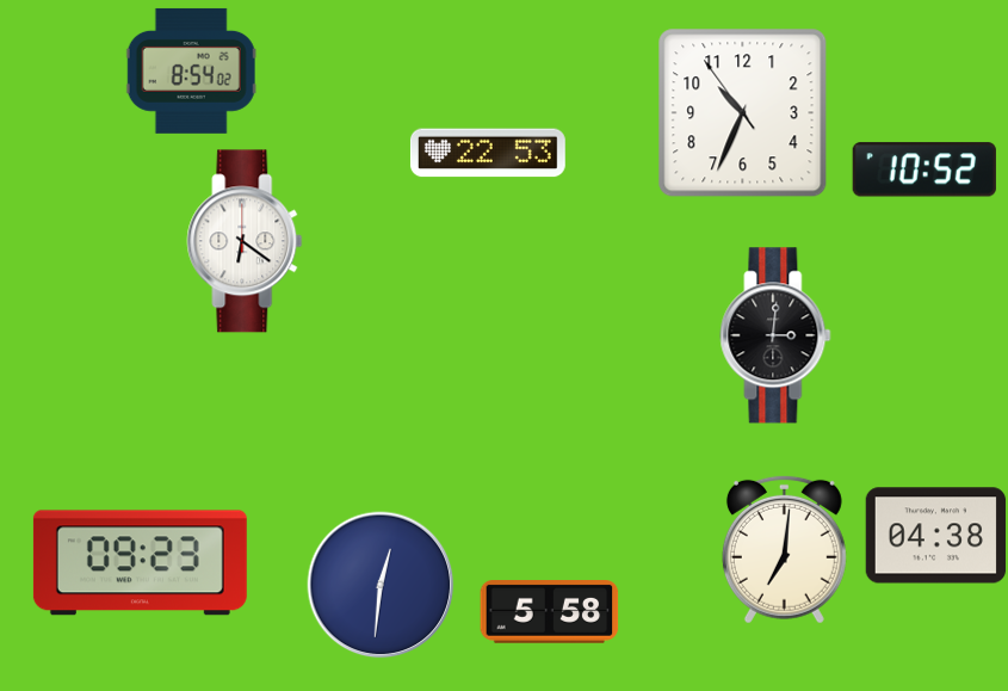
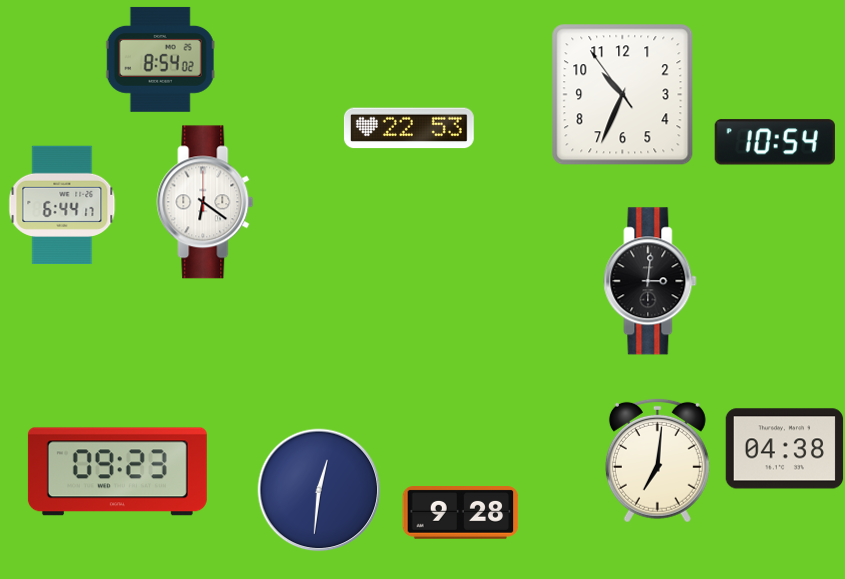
clock at (924, 169): 10:52 -> 10:54
clock at (62, 205): none -> 6:44
clock at (550, 612): 5:58 -> 9:28
